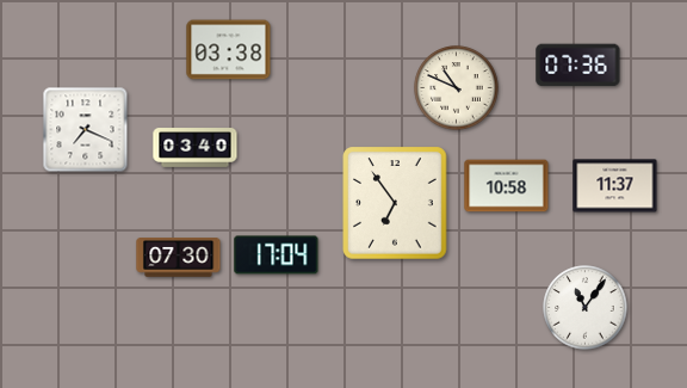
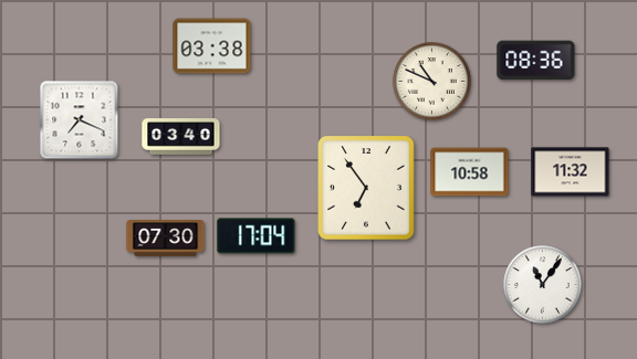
clock at (578, 66): 07:36 -> 08:36
clock at (457, 88) position: (457, 88) -> (432, 82)
clock at (615, 186): 11:37 -> 11:32
